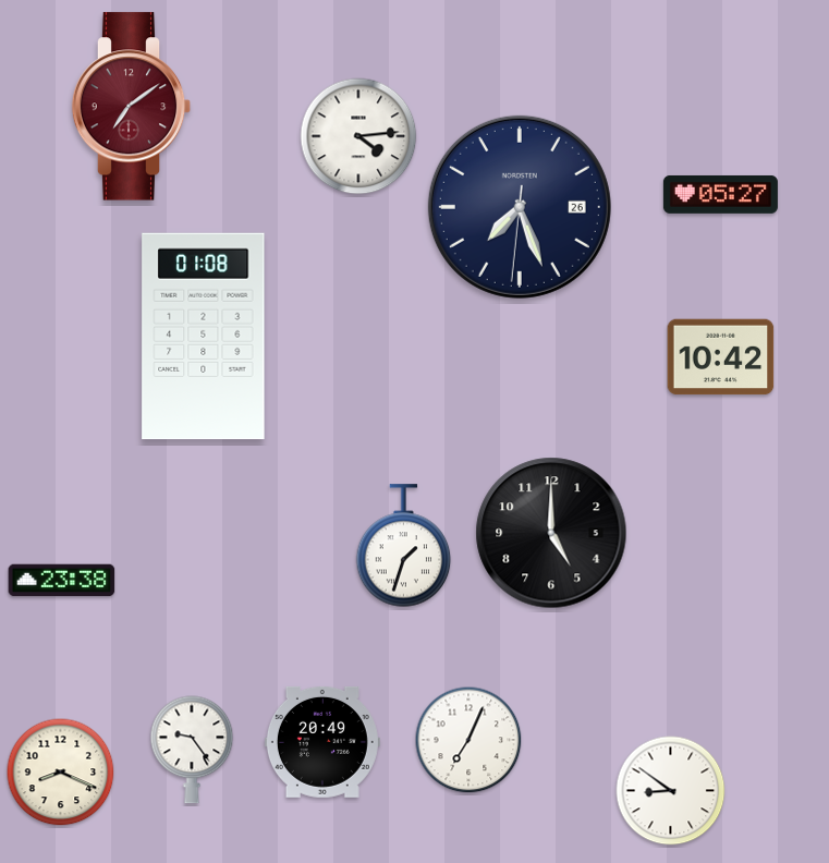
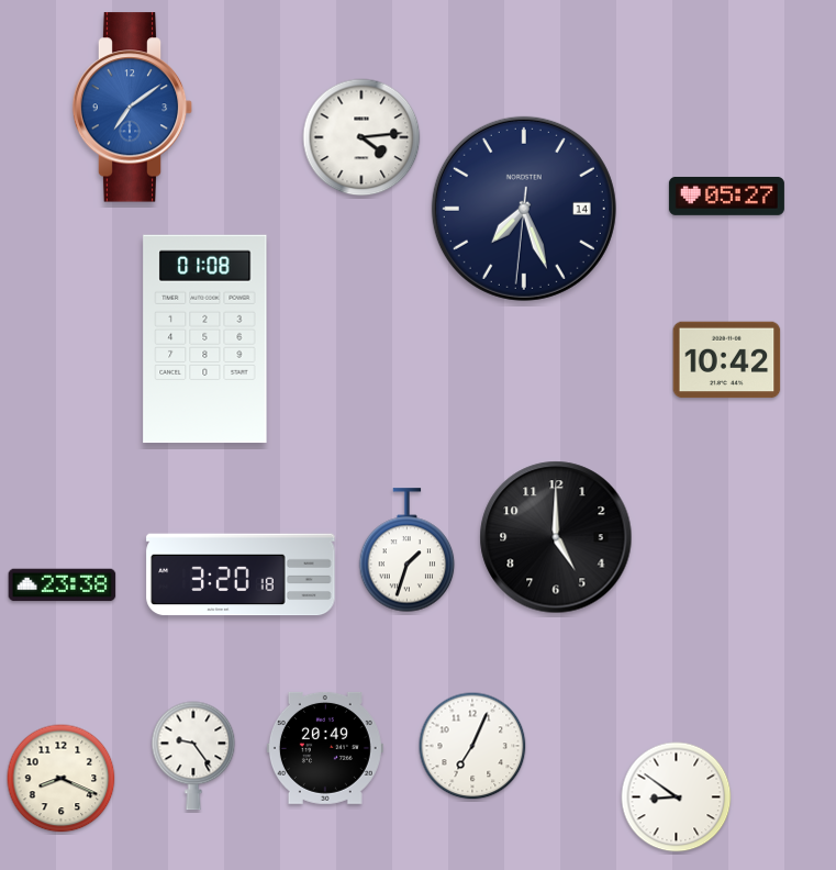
clock at (132, 107) dial: burgundy -> blue
clock at (520, 207) date: 26 -> 14
clock at (241, 575): none -> 3:20
